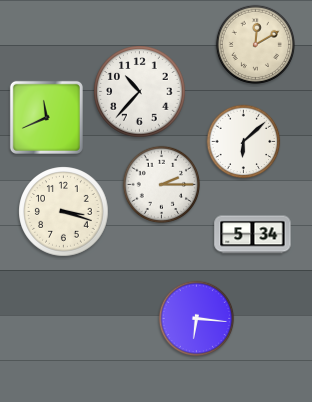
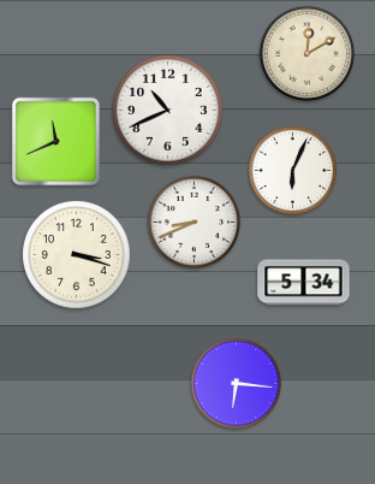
clock at (140, 92): 10:37 -> 10:41
clock at (244, 142): 6:08 -> 6:04
clock at (162, 185): 2:15 -> 8:41
